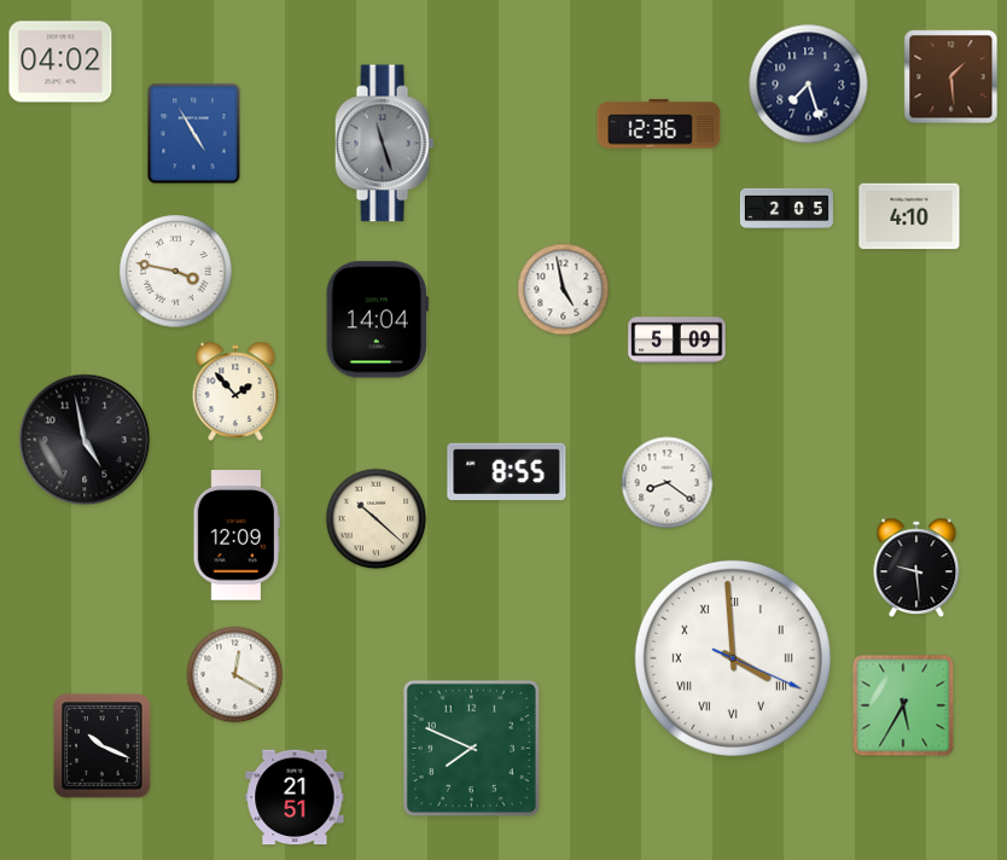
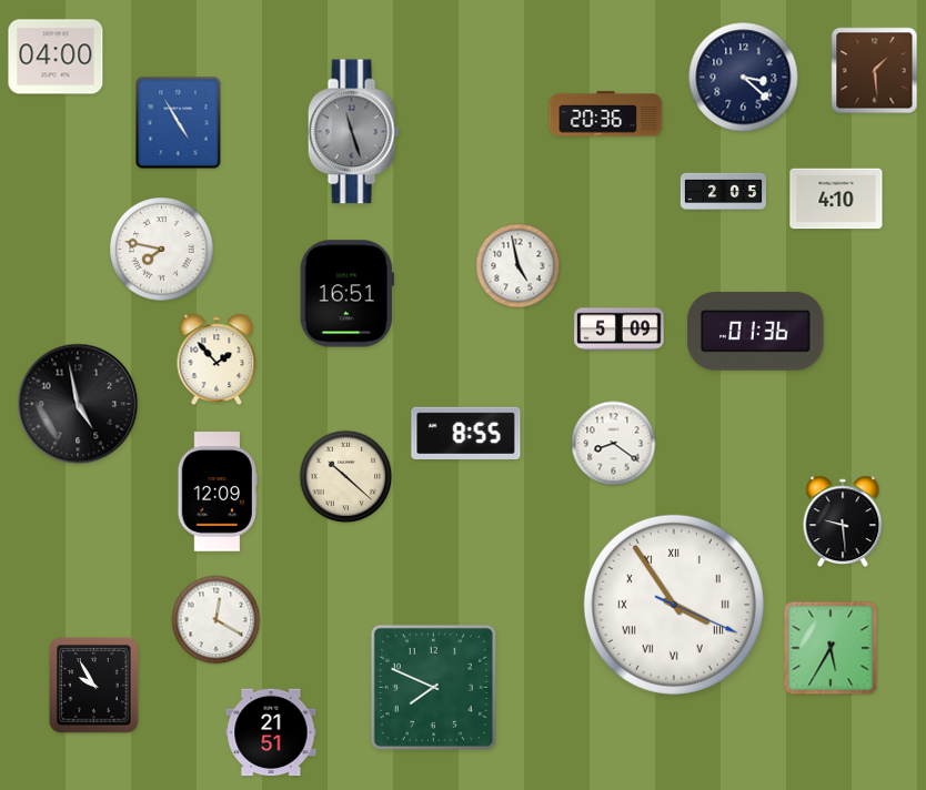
clock at (60, 62): 04:02 -> 04:00
clock at (809, 85): 7:27 -> 3:22
clock at (659, 124): 12:36 -> 20:36
clock at (176, 272): 3:47 -> 7:47
clock at (377, 320): 14:04 -> 16:51
clock at (677, 341) position: (677, 341) -> (620, 330)
clock at (756, 332): none -> 01:36
clock at (733, 658): 3:59 -> 3:54
clock at (103, 746): 10:19 -> 9:55
